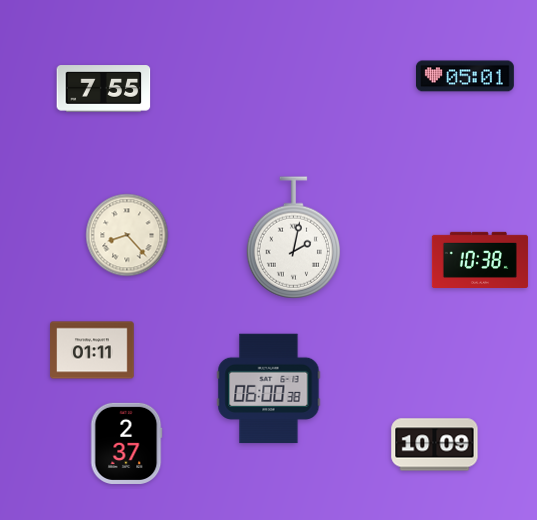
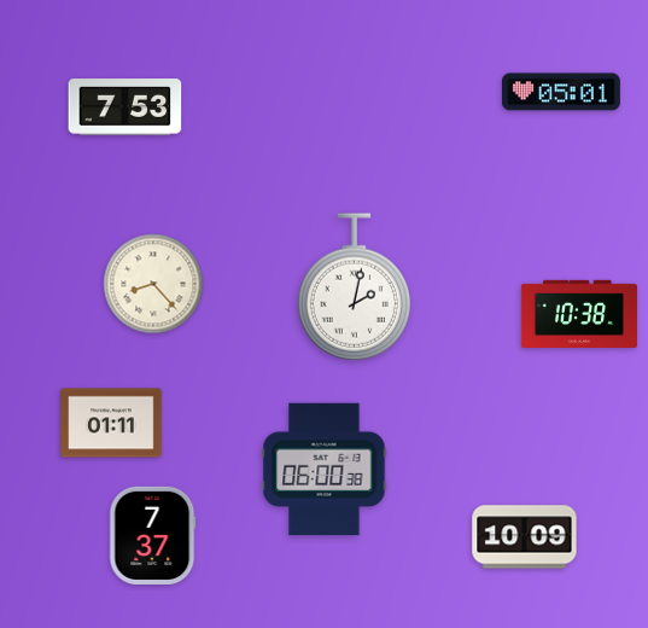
clock at (104, 89): 7:55 -> 7:53
clock at (126, 443): 2:37 -> 7:37
